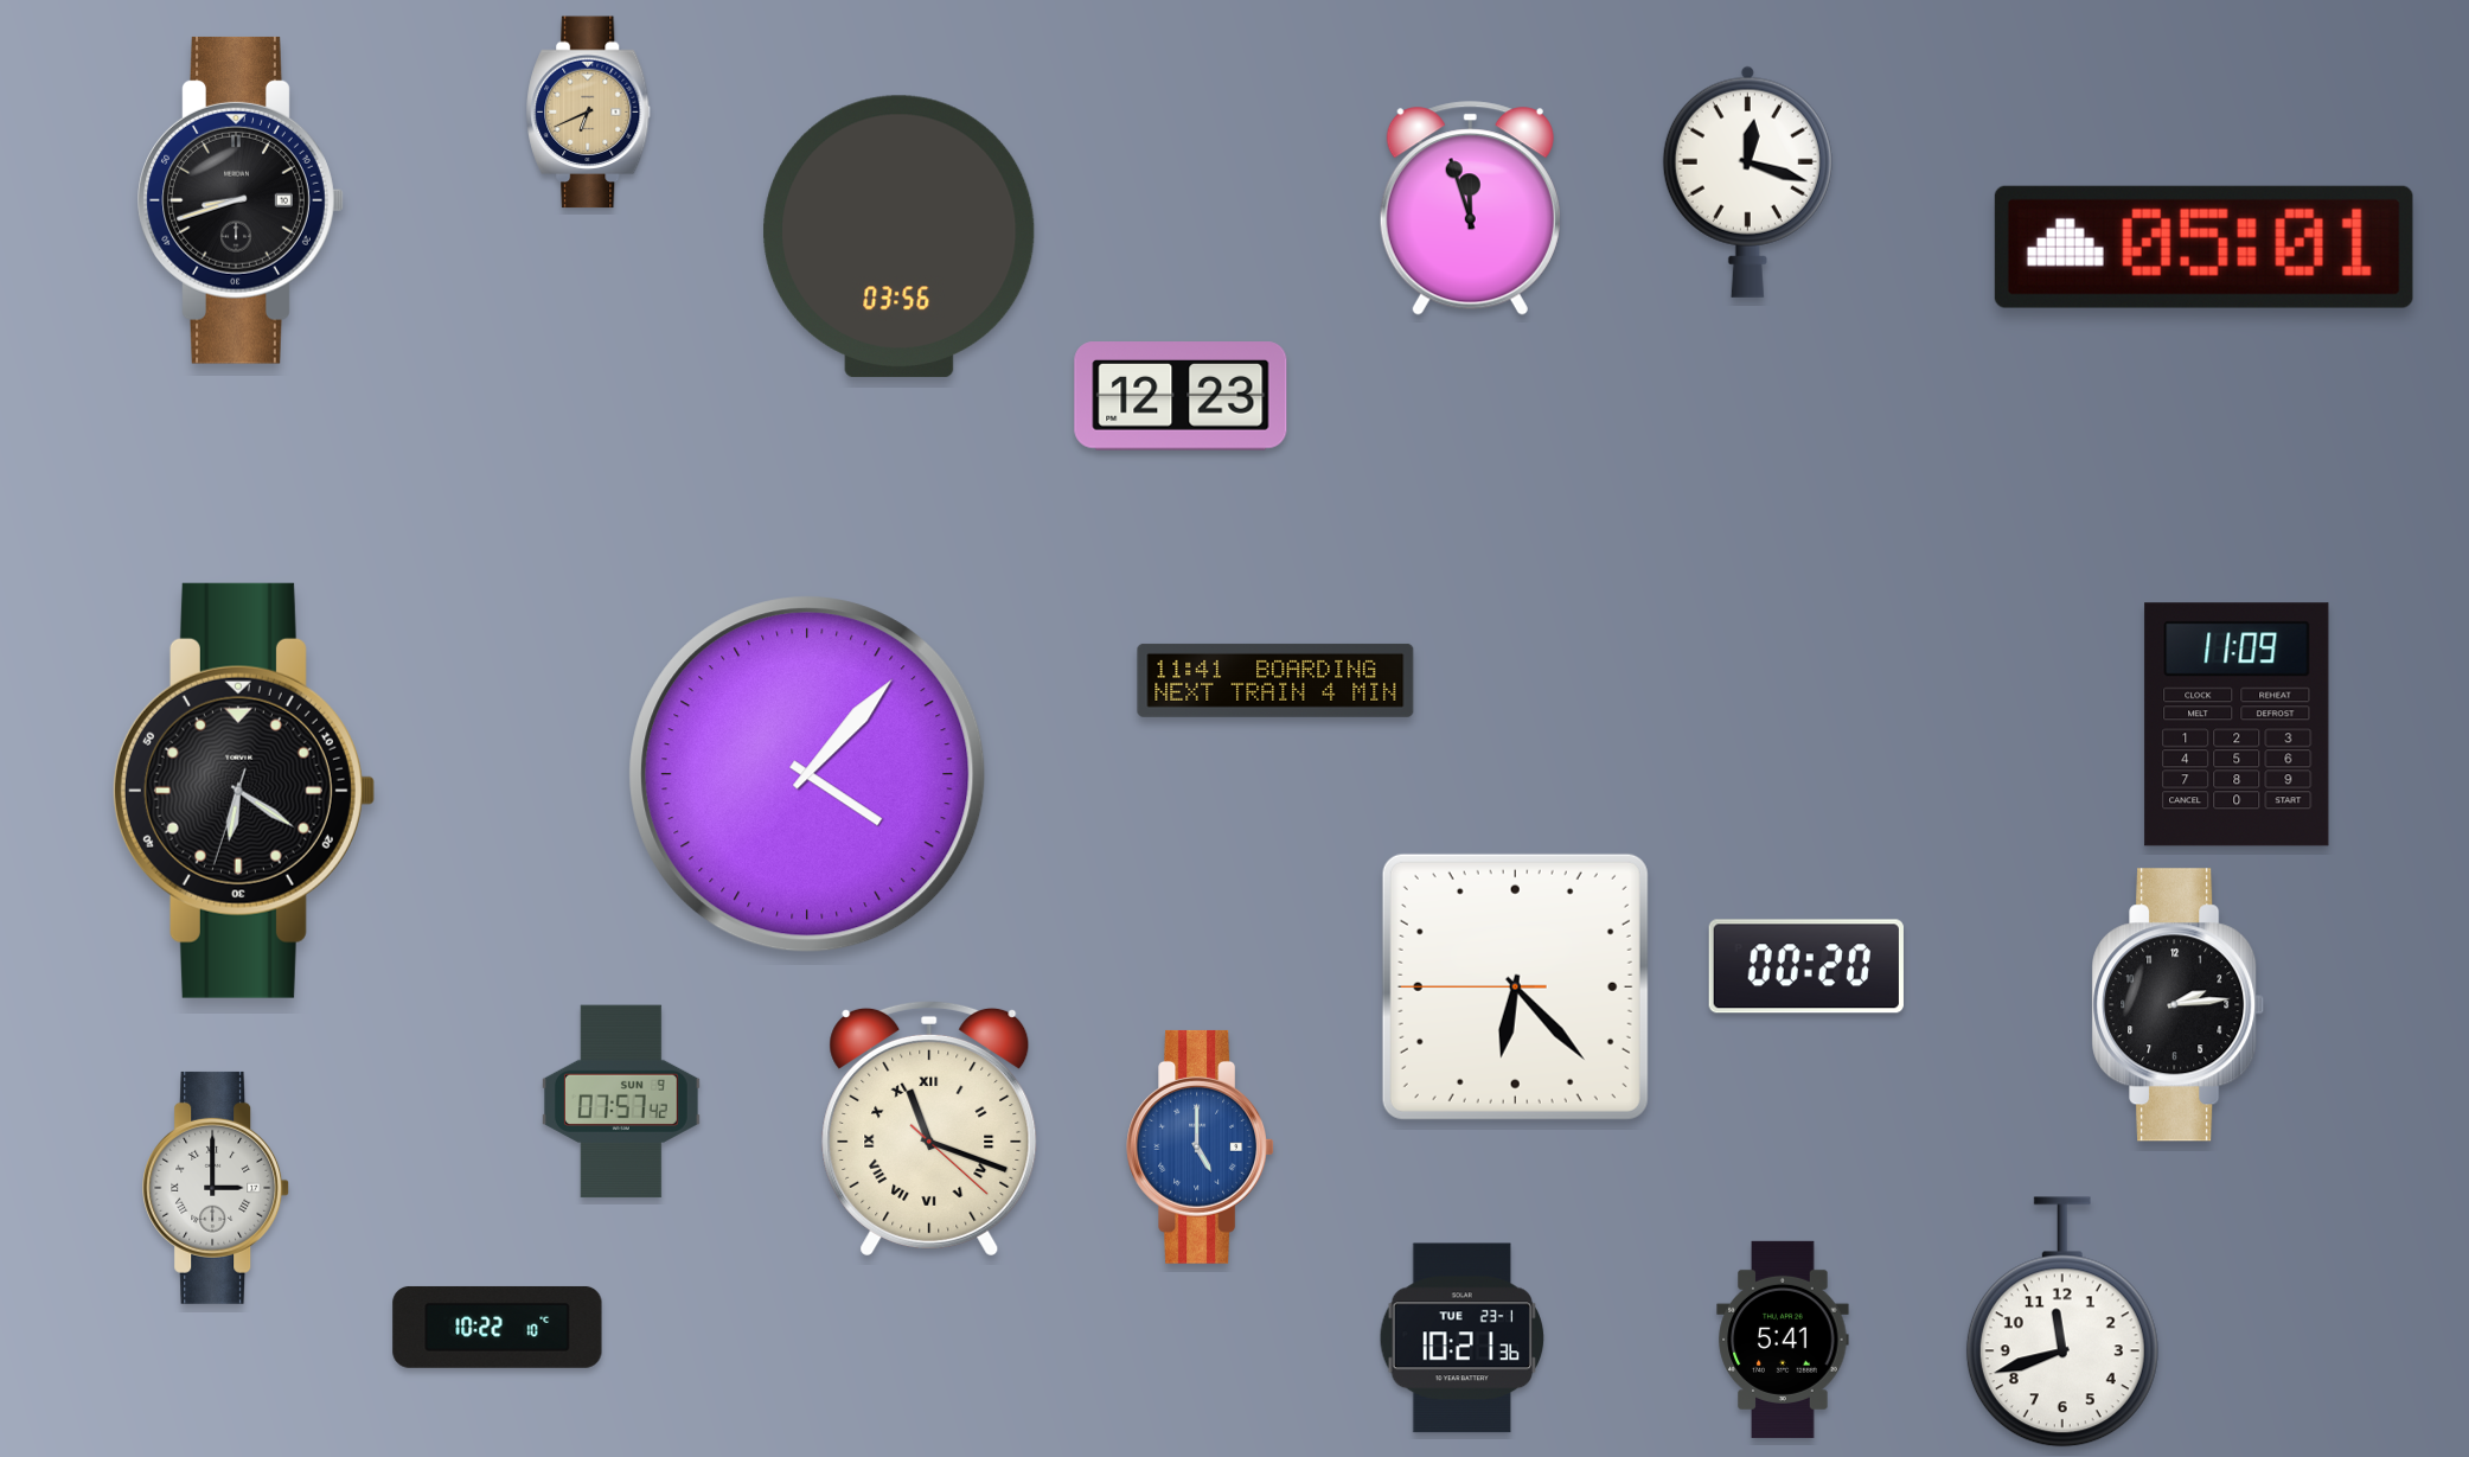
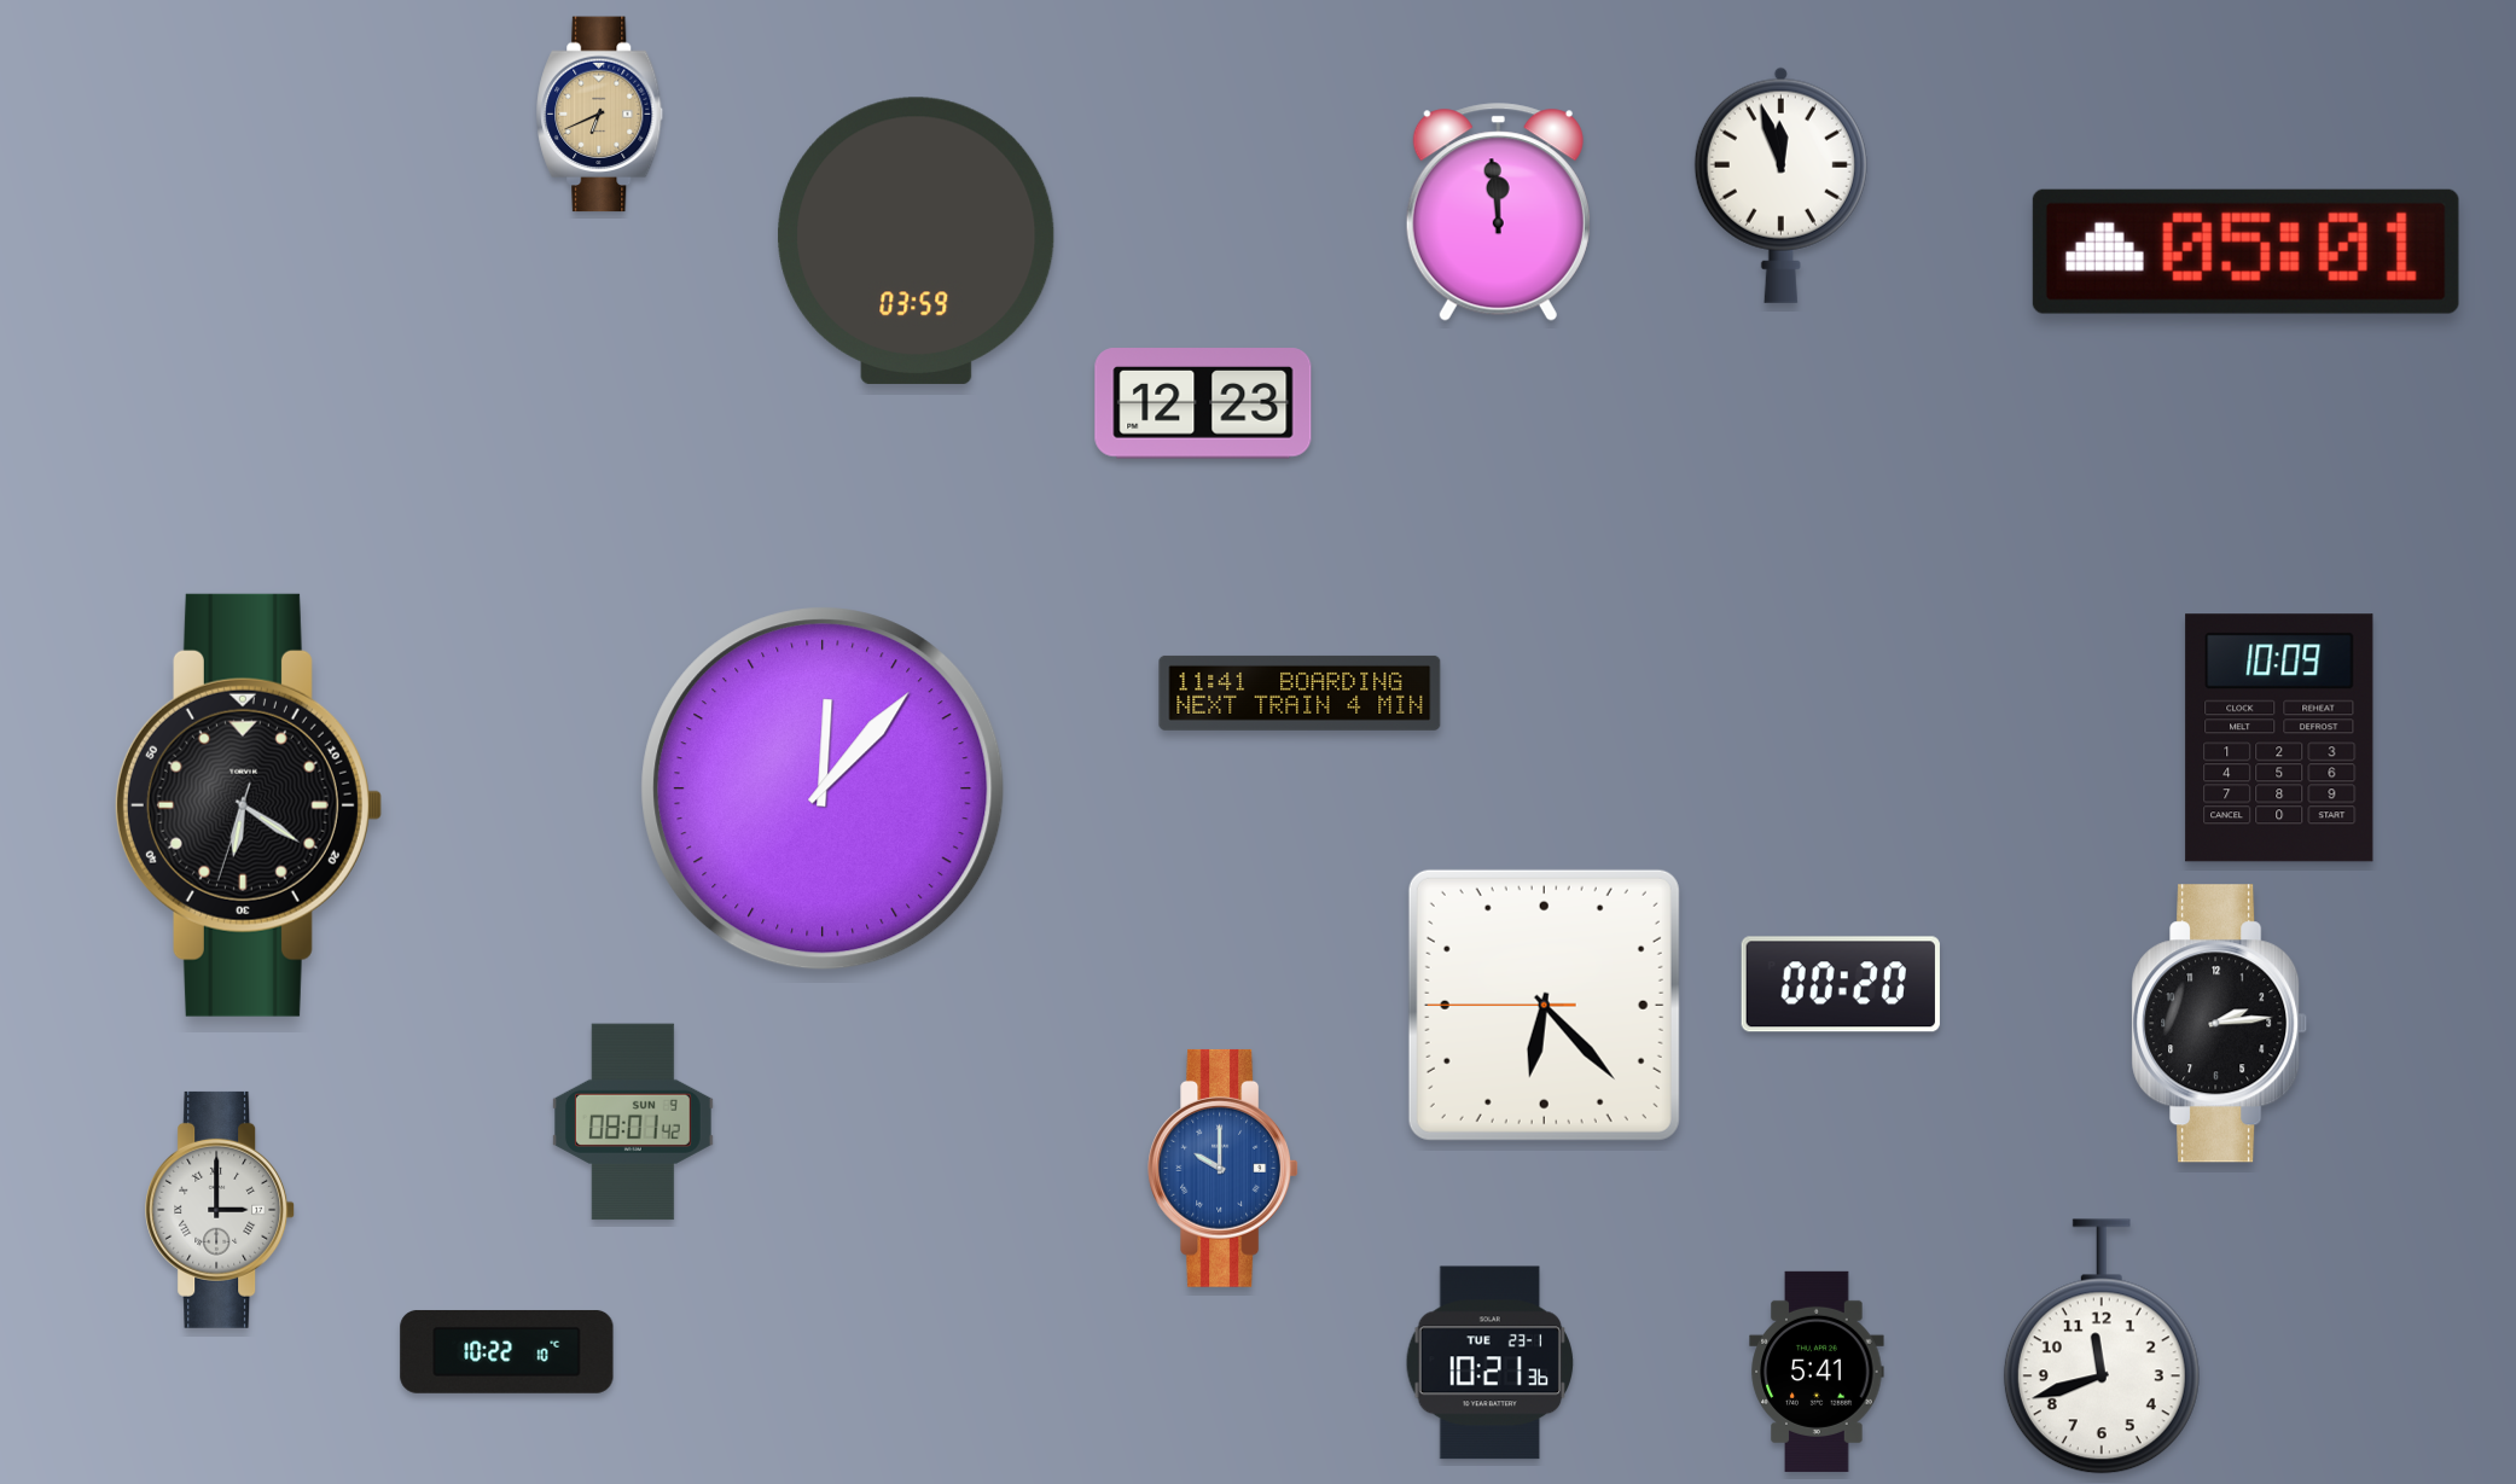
clock at (1747, 181): 12:18 -> 11:57
clock at (241, 200): 8:42 -> none
clock at (1470, 209): 11:57 -> 11:59
clock at (900, 236): 03:56 -> 03:59
clock at (2237, 724): 11:09 -> 10:09
clock at (807, 774): 4:07 -> 12:07
clock at (621, 1101): 07:57 -> 08:01
clock at (929, 1129): 11:18 -> none
clock at (1201, 1146): 5:00 -> 10:00
clock at (1783, 1340) position: (1783, 1340) -> (1817, 1372)
